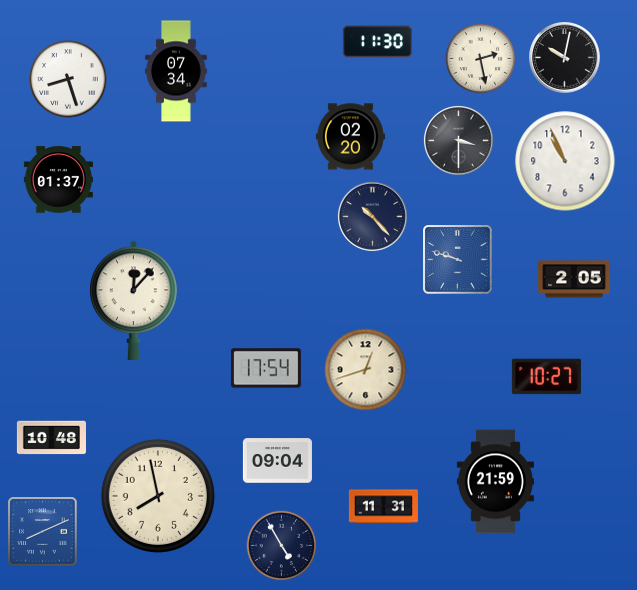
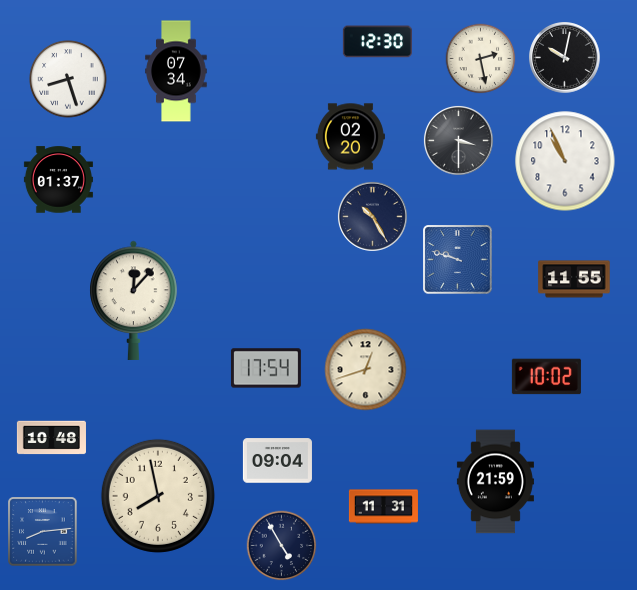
clock at (377, 42): 11:30 -> 12:30
clock at (372, 216): 10:23 -> 10:25
clock at (574, 279): 2:05 -> 11:55
clock at (546, 377): 10:27 -> 10:02
clock at (43, 532): 8:11 -> 8:14
